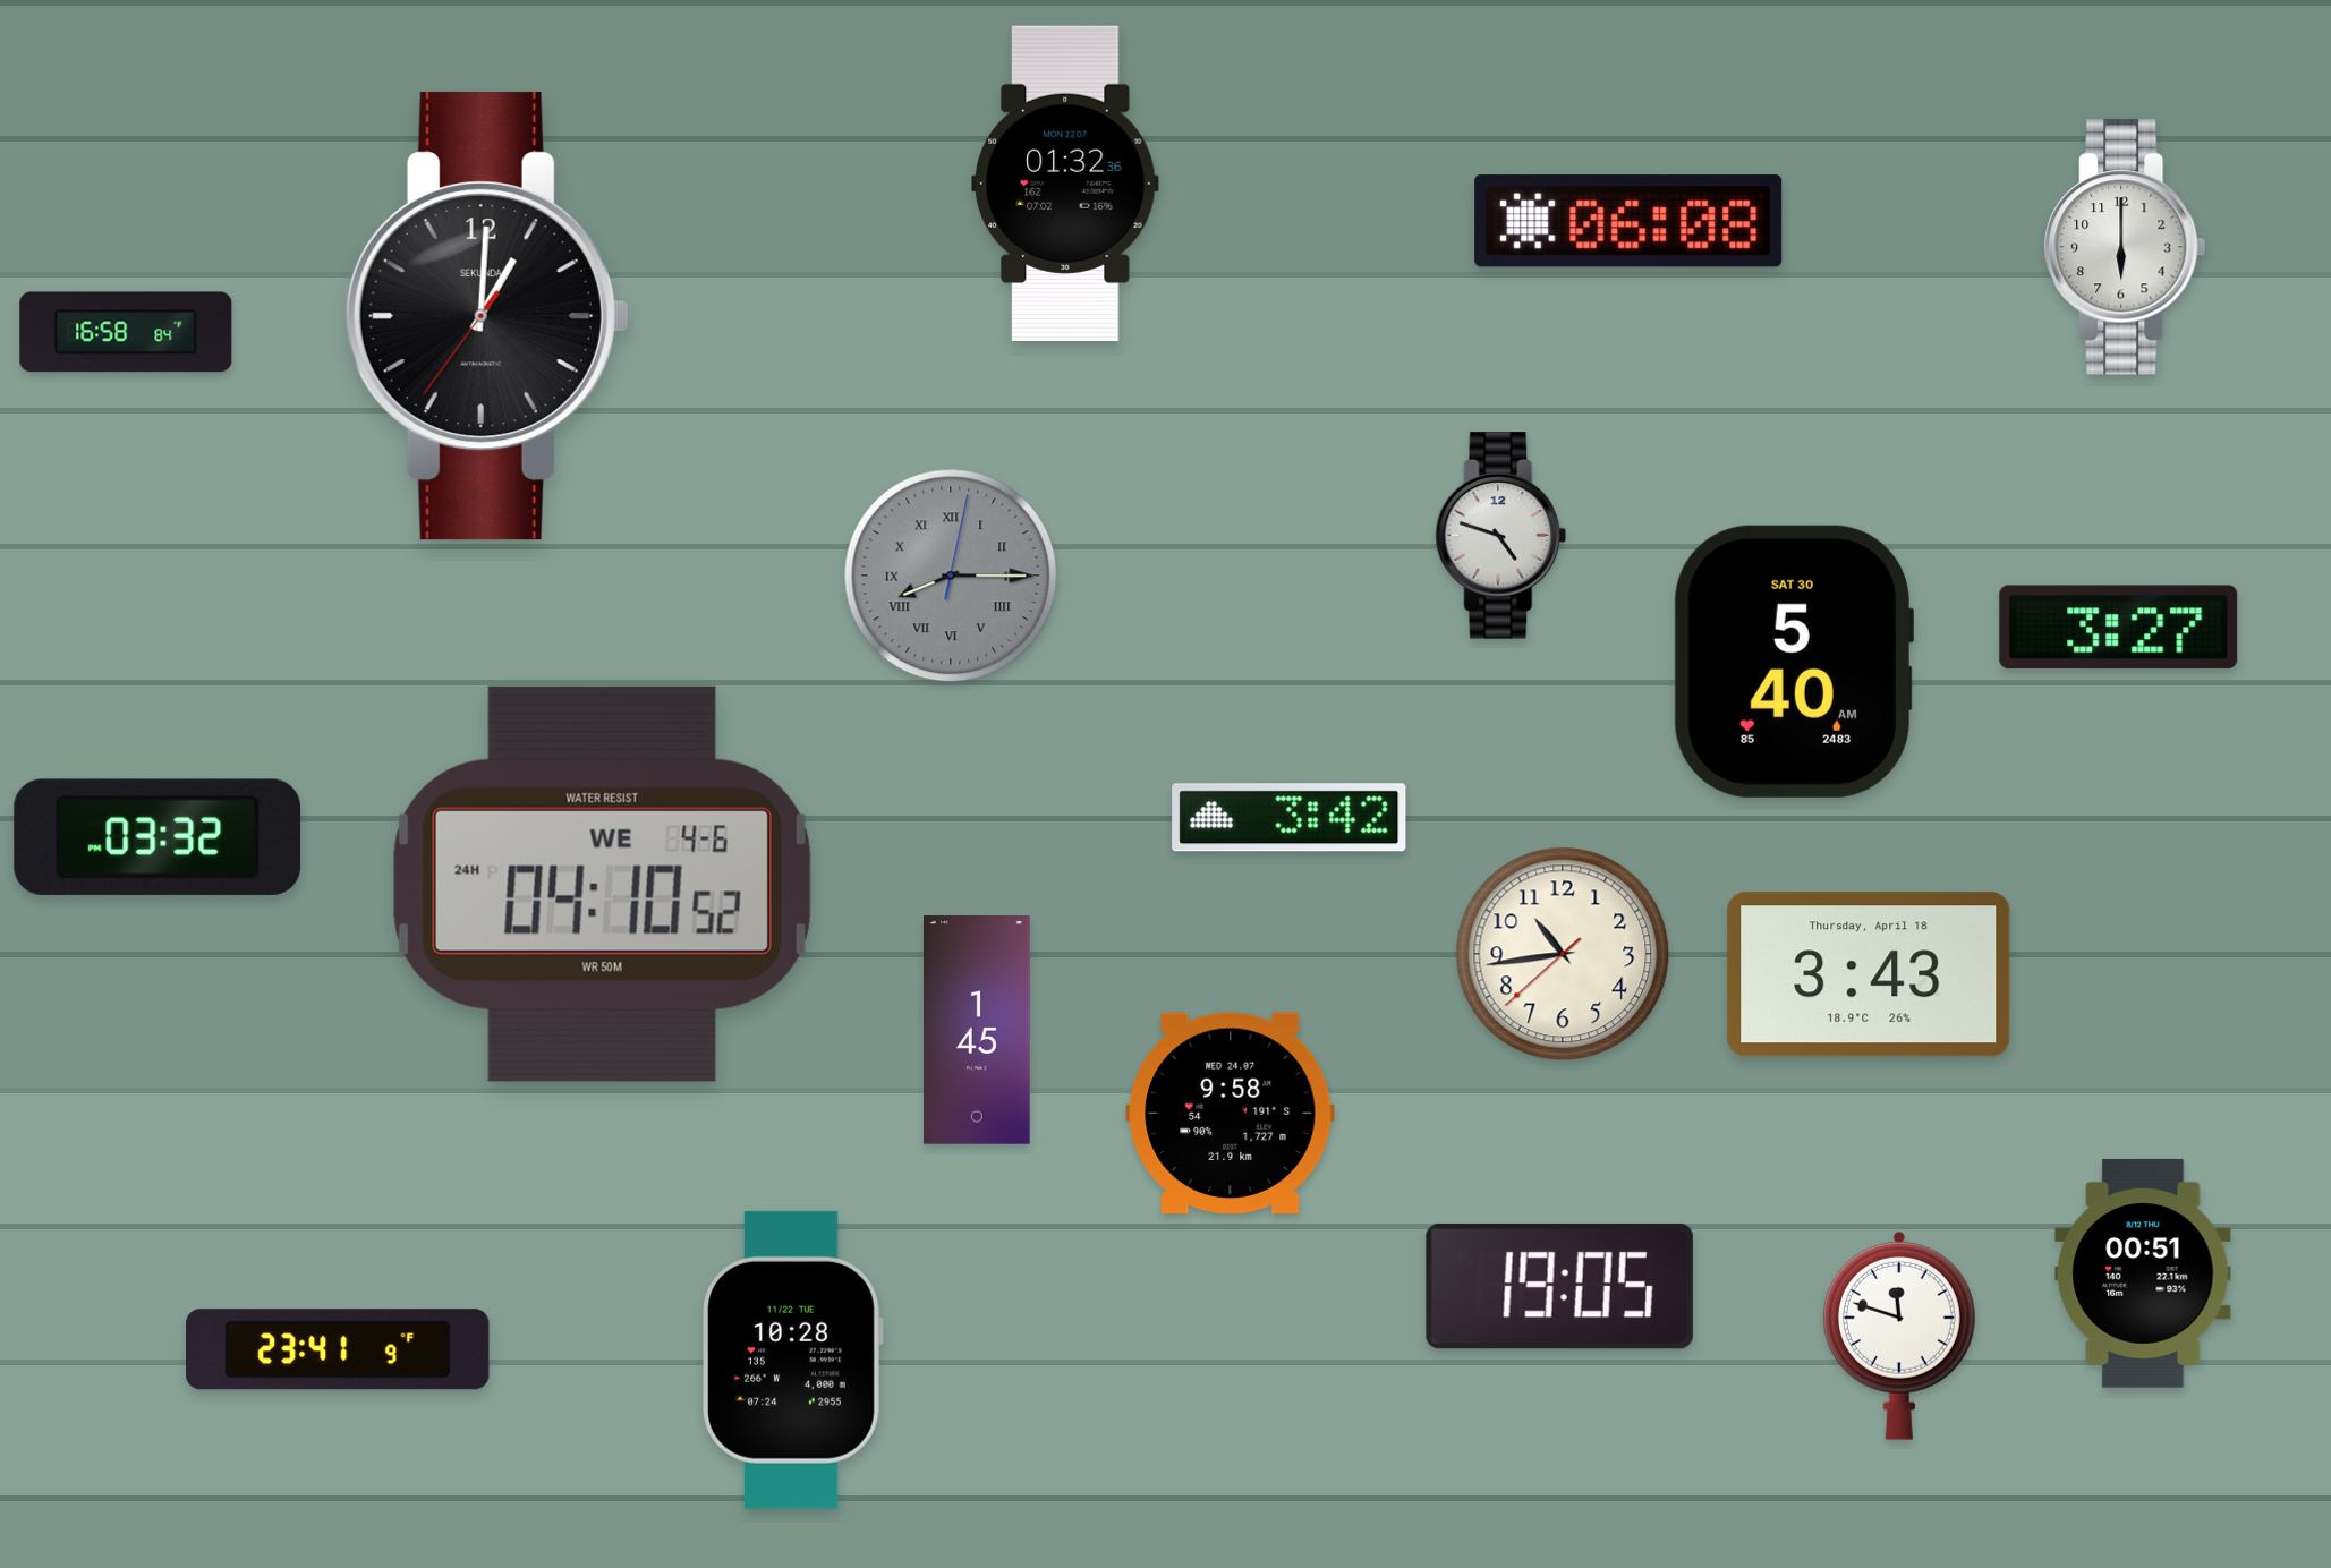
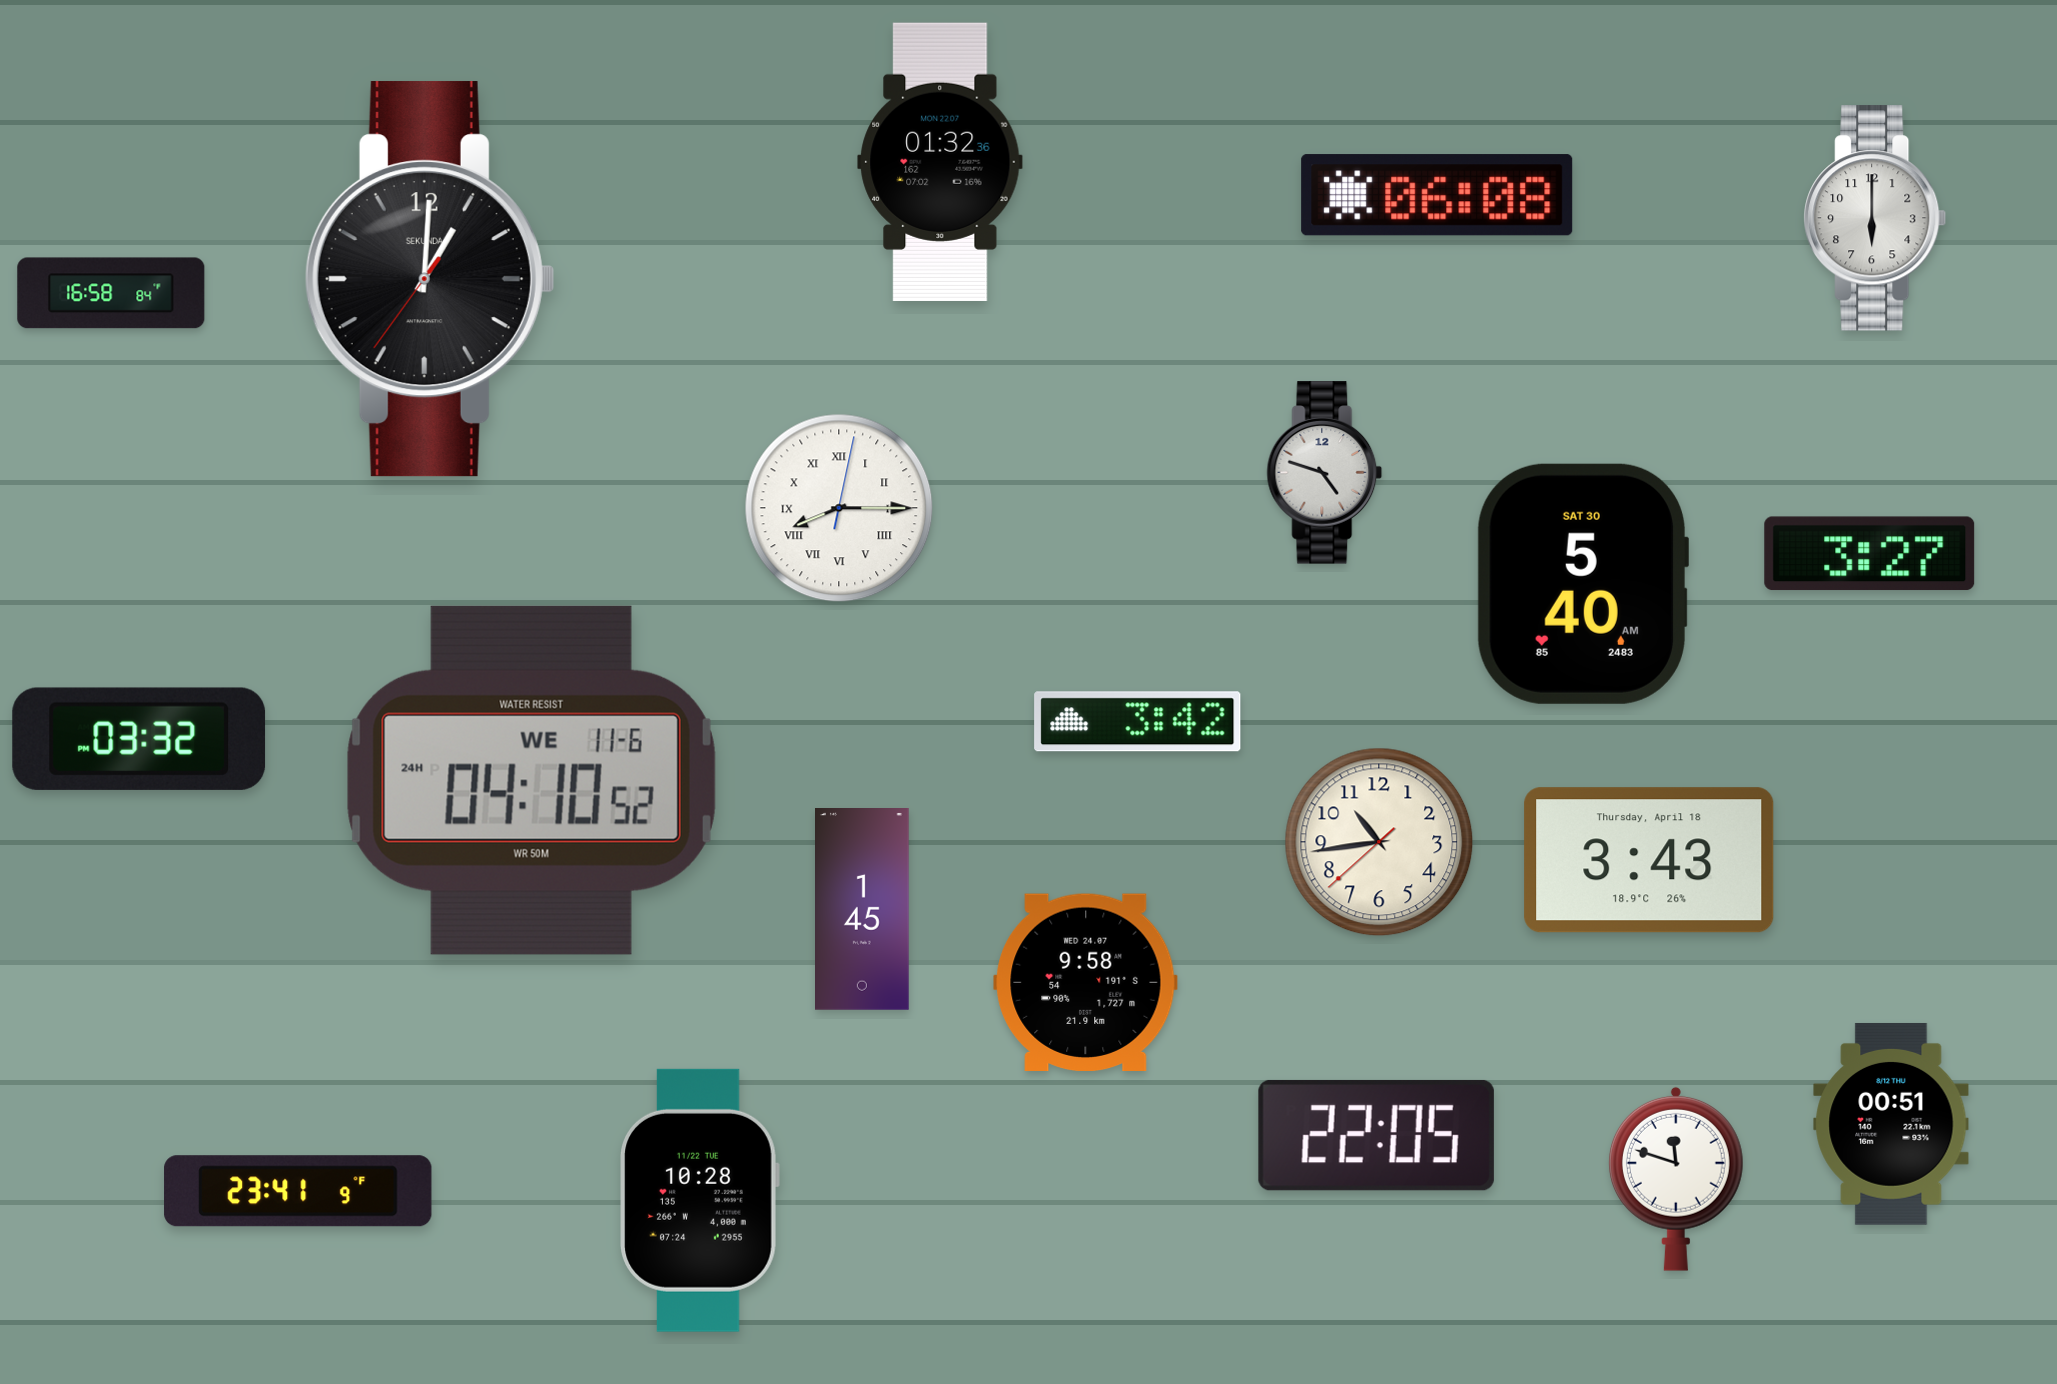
clock at (951, 576) dial: grey -> white
clock at (602, 884) date: WE 4-6 -> WE 11-6
clock at (1559, 1286): 19:05 -> 22:05
